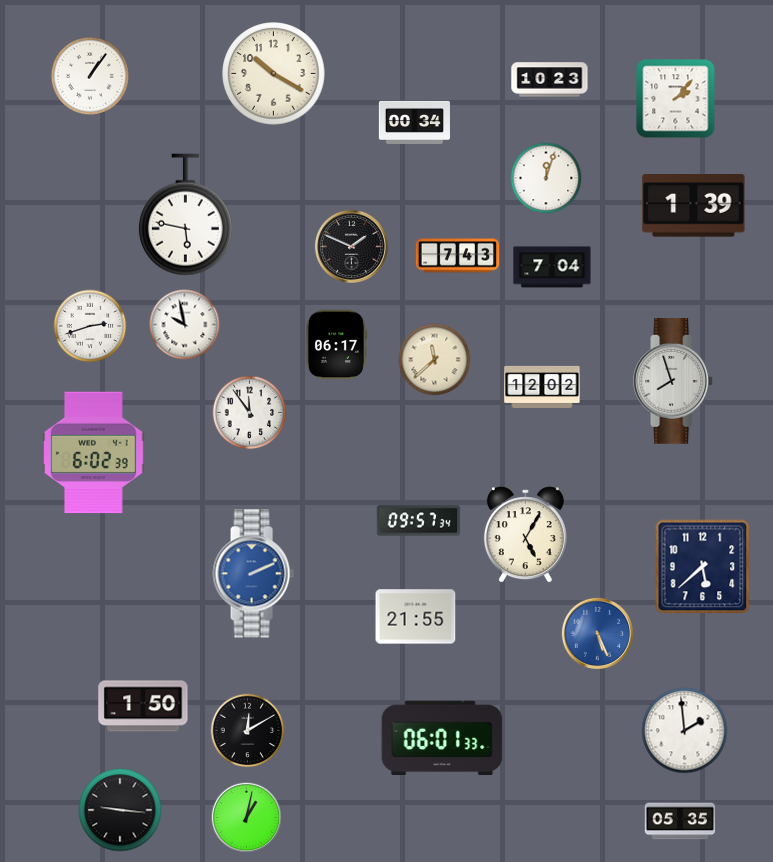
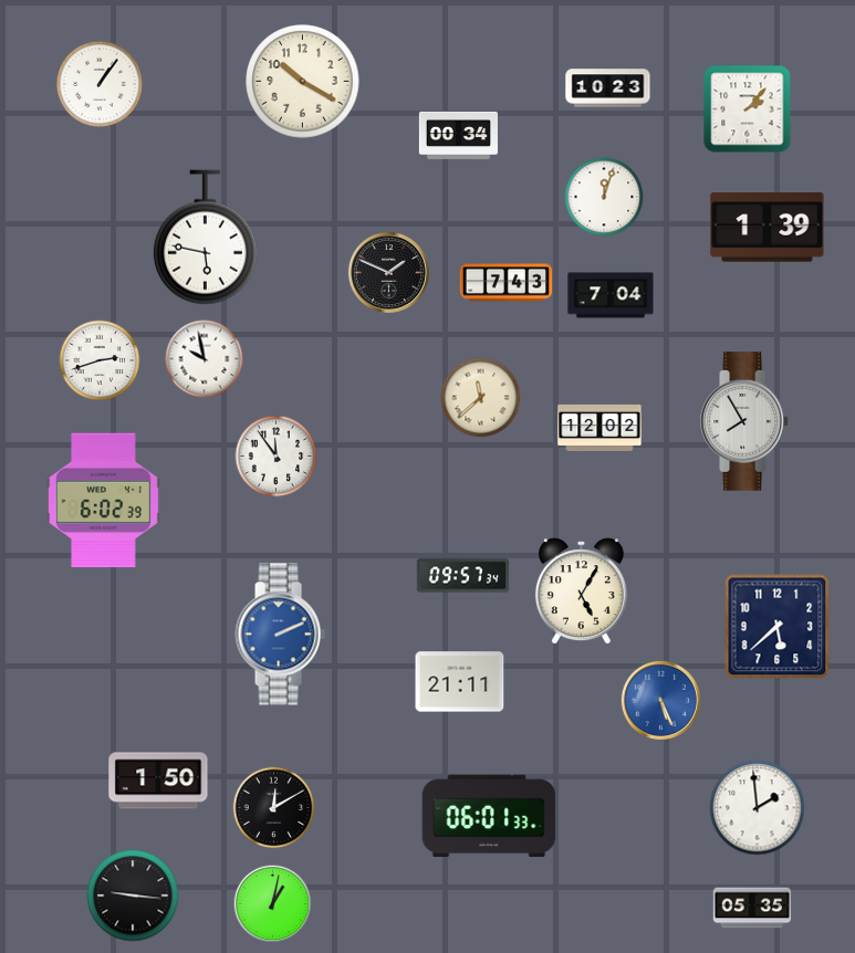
clock at (336, 345): 06:17 -> none
clock at (674, 381): 7:57 -> 7:55
clock at (416, 617): 21:55 -> 21:11
